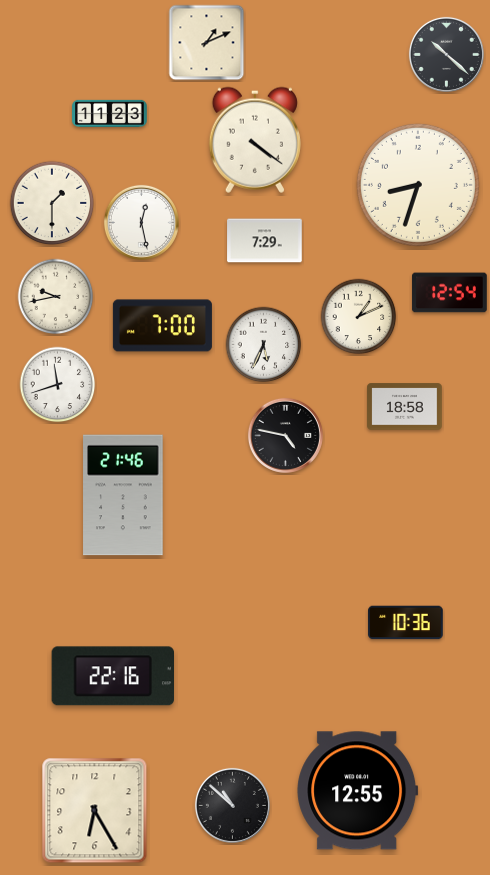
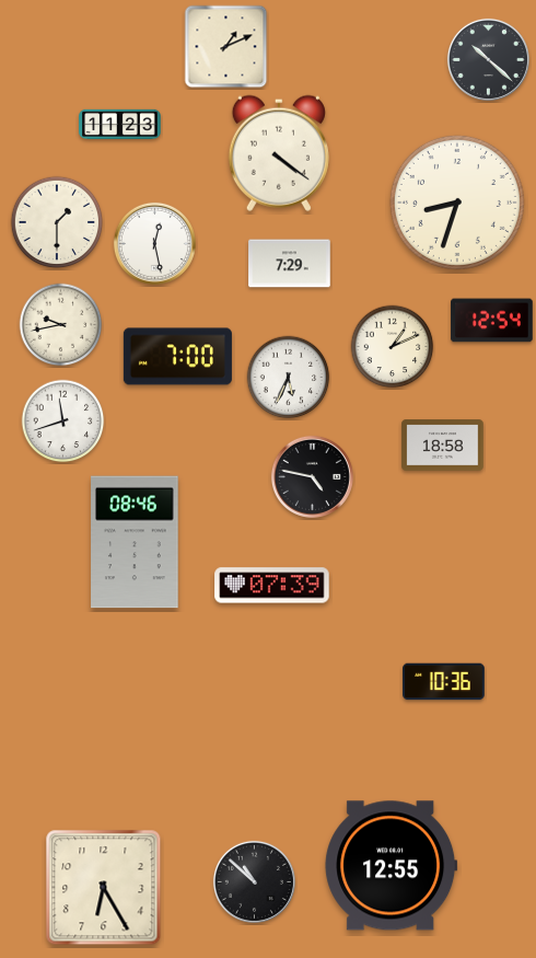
clock at (123, 495): 21:46 -> 08:46
clock at (272, 586): none -> 07:39
clock at (112, 676): 22:16 -> none
